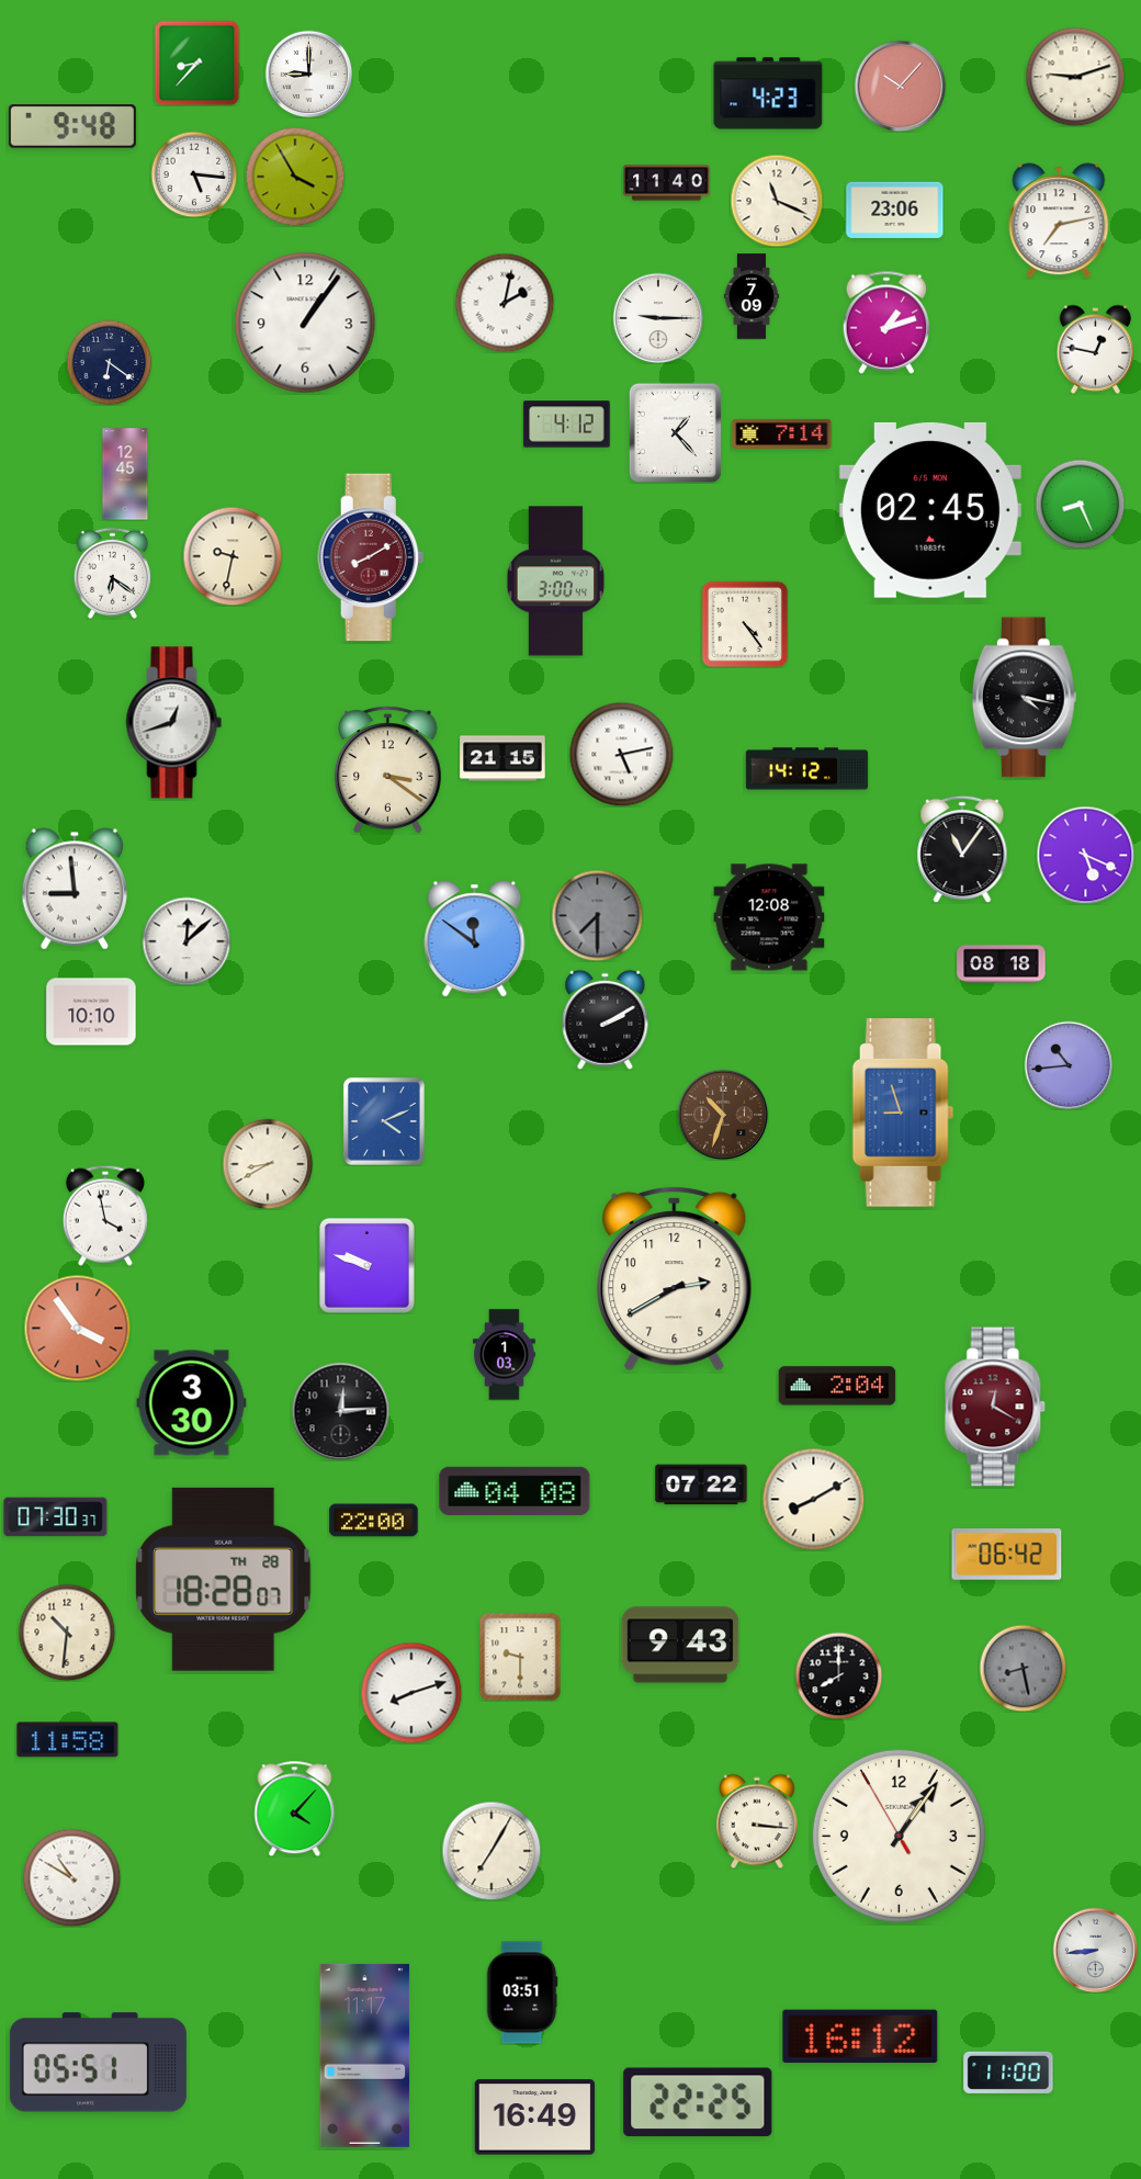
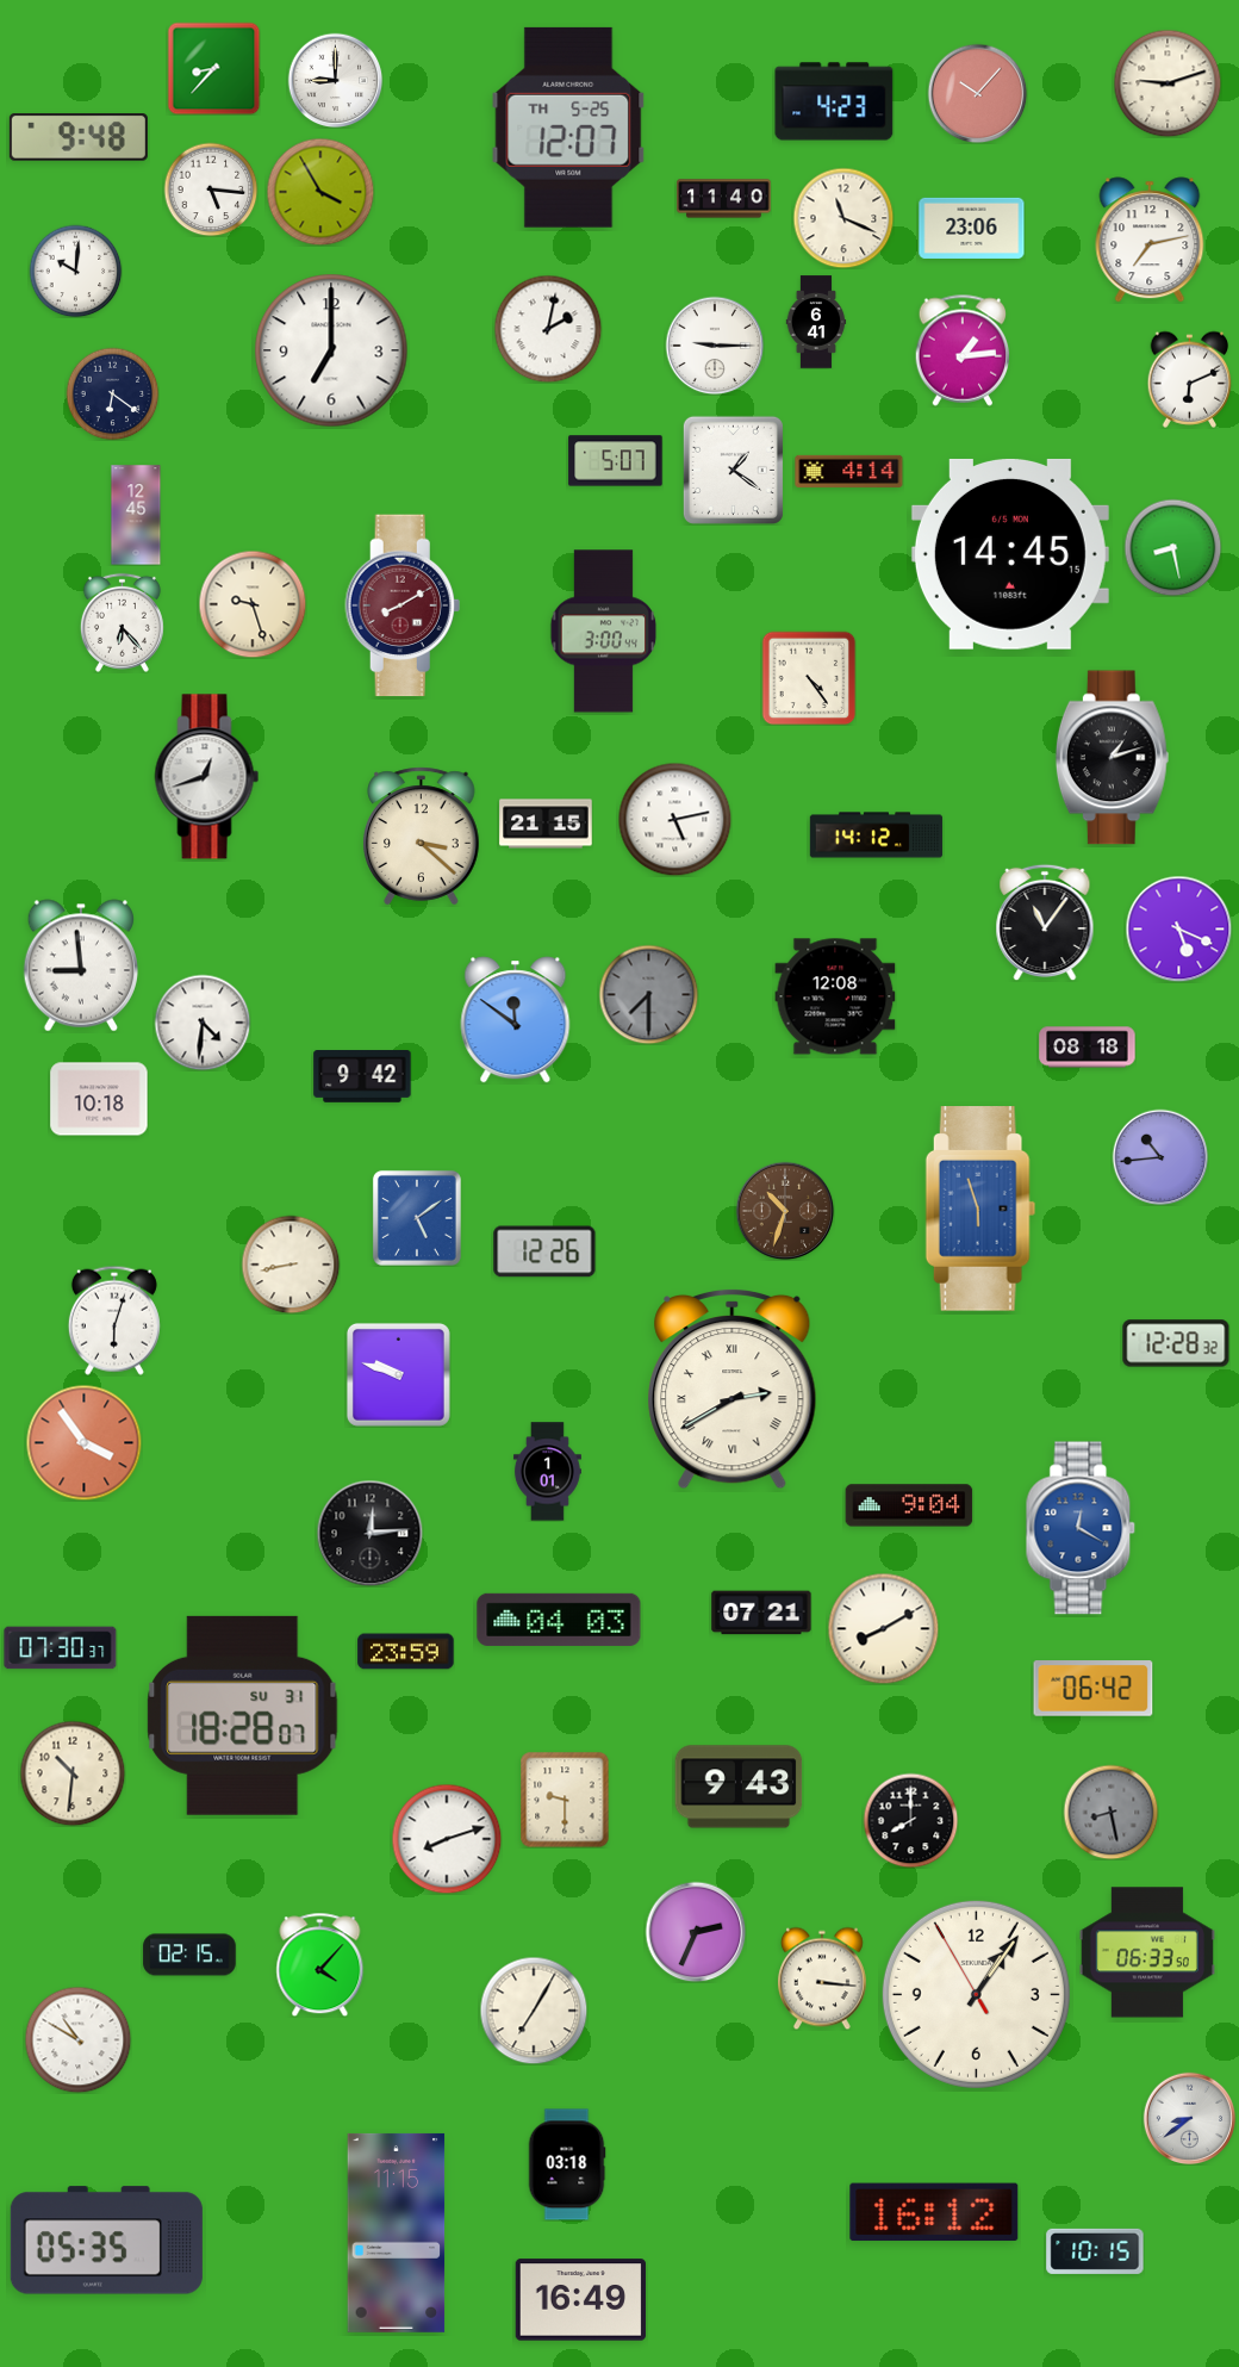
clock at (568, 128): none -> 12:07
clock at (75, 271): none -> 10:01
clock at (752, 296): 7:09 -> 6:41
clock at (305, 323): 1:06 -> 7:00
clock at (886, 323): 1:12 -> 1:14
clock at (1096, 349): 12:47 -> 6:11
clock at (109, 362) position: (109, 362) -> (112, 393)
clock at (567, 425): 4:12 -> 5:07
clock at (675, 432): 1:23 -> 1:21
clock at (782, 433): 7:14 -> 4:14
clock at (1080, 504): 8:26 -> 8:28
clock at (930, 510): 02:45 -> 14:45
clock at (233, 556): 9:32 -> 9:27
clock at (112, 573): 6:21 -> 6:23
clock at (1024, 698): 4:17 -> 1:12
clock at (174, 723) position: (174, 723) -> (207, 777)
clock at (388, 770): 3:21 -> 3:22
clock at (187, 941): 12:08 -> 4:31
clock at (362, 1077): none -> 9:42
clock at (91, 1012): 10:10 -> 10:18
clock at (606, 1019): 2:10 -> none
clock at (903, 1113): 8:57 -> 5:57
clock at (384, 1121): 4:11 -> 5:09
clock at (544, 1251): none -> 12:26
clock at (268, 1164): 8:40 -> 8:43
clock at (105, 1216): 3:58 -> 6:03
clock at (1176, 1343): none -> 12:28
clock at (675, 1278) numerals: Arabic -> Roman
clock at (504, 1355): 1:03 -> 1:01
clock at (837, 1386): 2:04 -> 9:04
clock at (192, 1403): 3:30 -> none
clock at (995, 1407) dial: burgundy -> blue
clock at (701, 1484): 07:22 -> 07:21
clock at (515, 1491): 04:08 -> 04:03
clock at (374, 1521): 22:00 -> 23:59
clock at (224, 1579) date: TH 28 -> SU 31
clock at (68, 1740): 11:58 -> none
clock at (696, 1932): none -> 2:34
clock at (1147, 1952): none -> 06:33
clock at (189, 1955): none -> 02:15
clock at (1095, 1950): 8:44 -> 8:39
clock at (522, 1992): 03:51 -> 03:18
clock at (365, 2055): 11:17 -> 11:15
clock at (98, 2063): 05:51 -> 05:35
clock at (1008, 2073): 11:00 -> 10:15
clock at (698, 2102): 22:25 -> none
